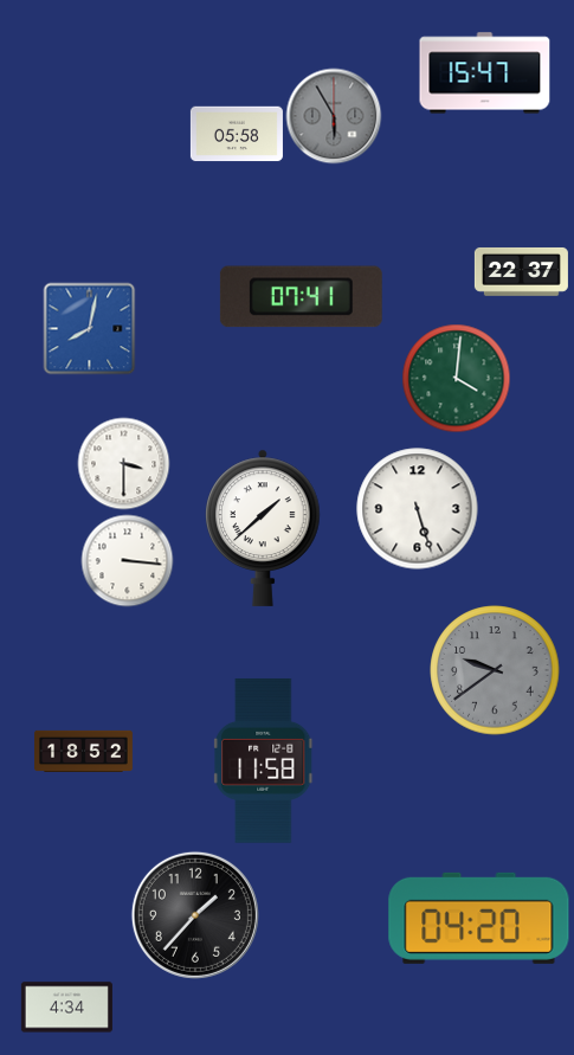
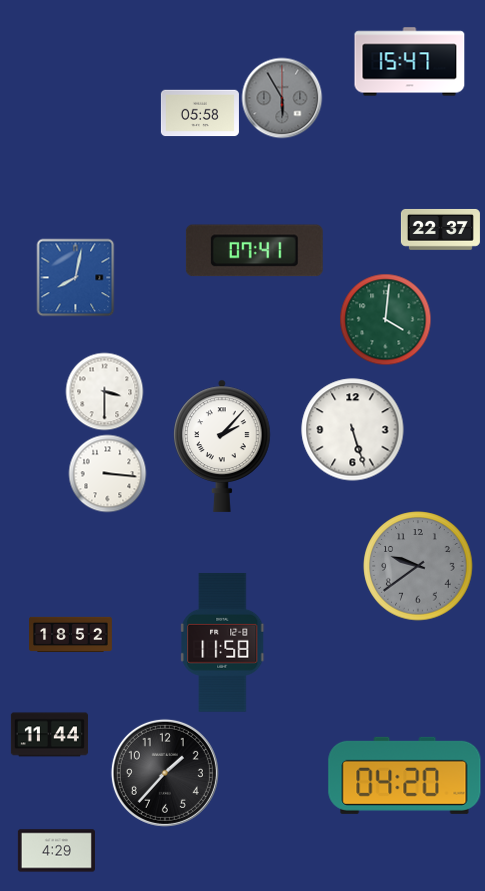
clock at (263, 528): 1:38 -> 2:07
clock at (49, 735): none -> 11:44
clock at (66, 1008): 4:34 -> 4:29
